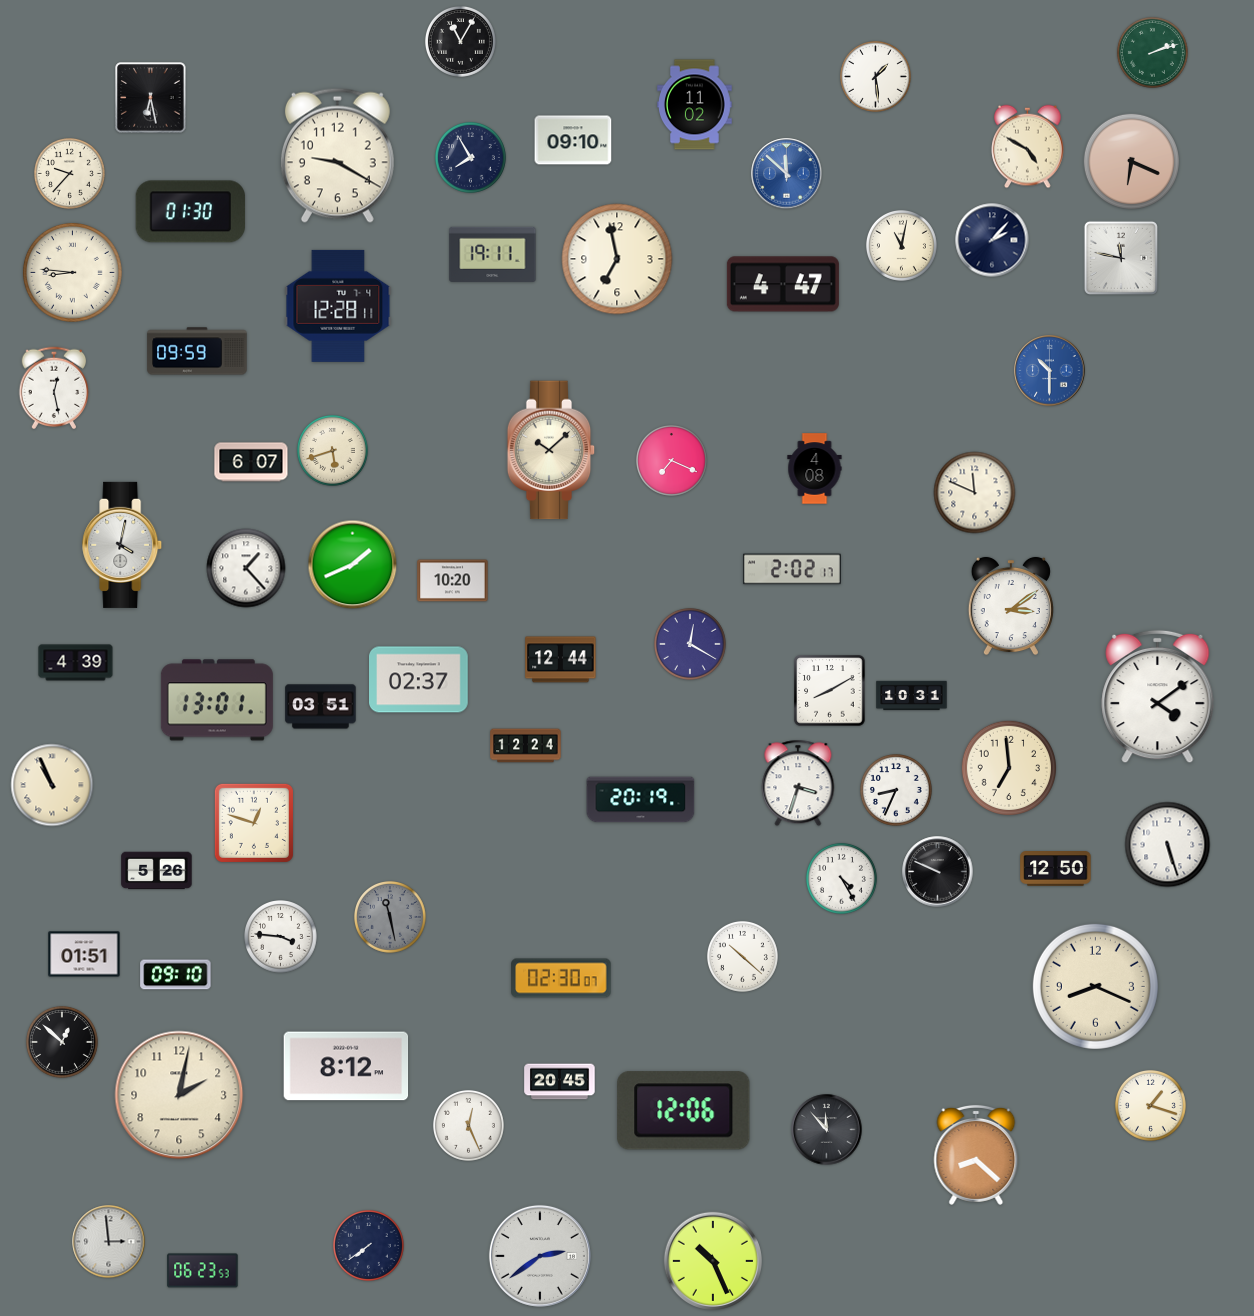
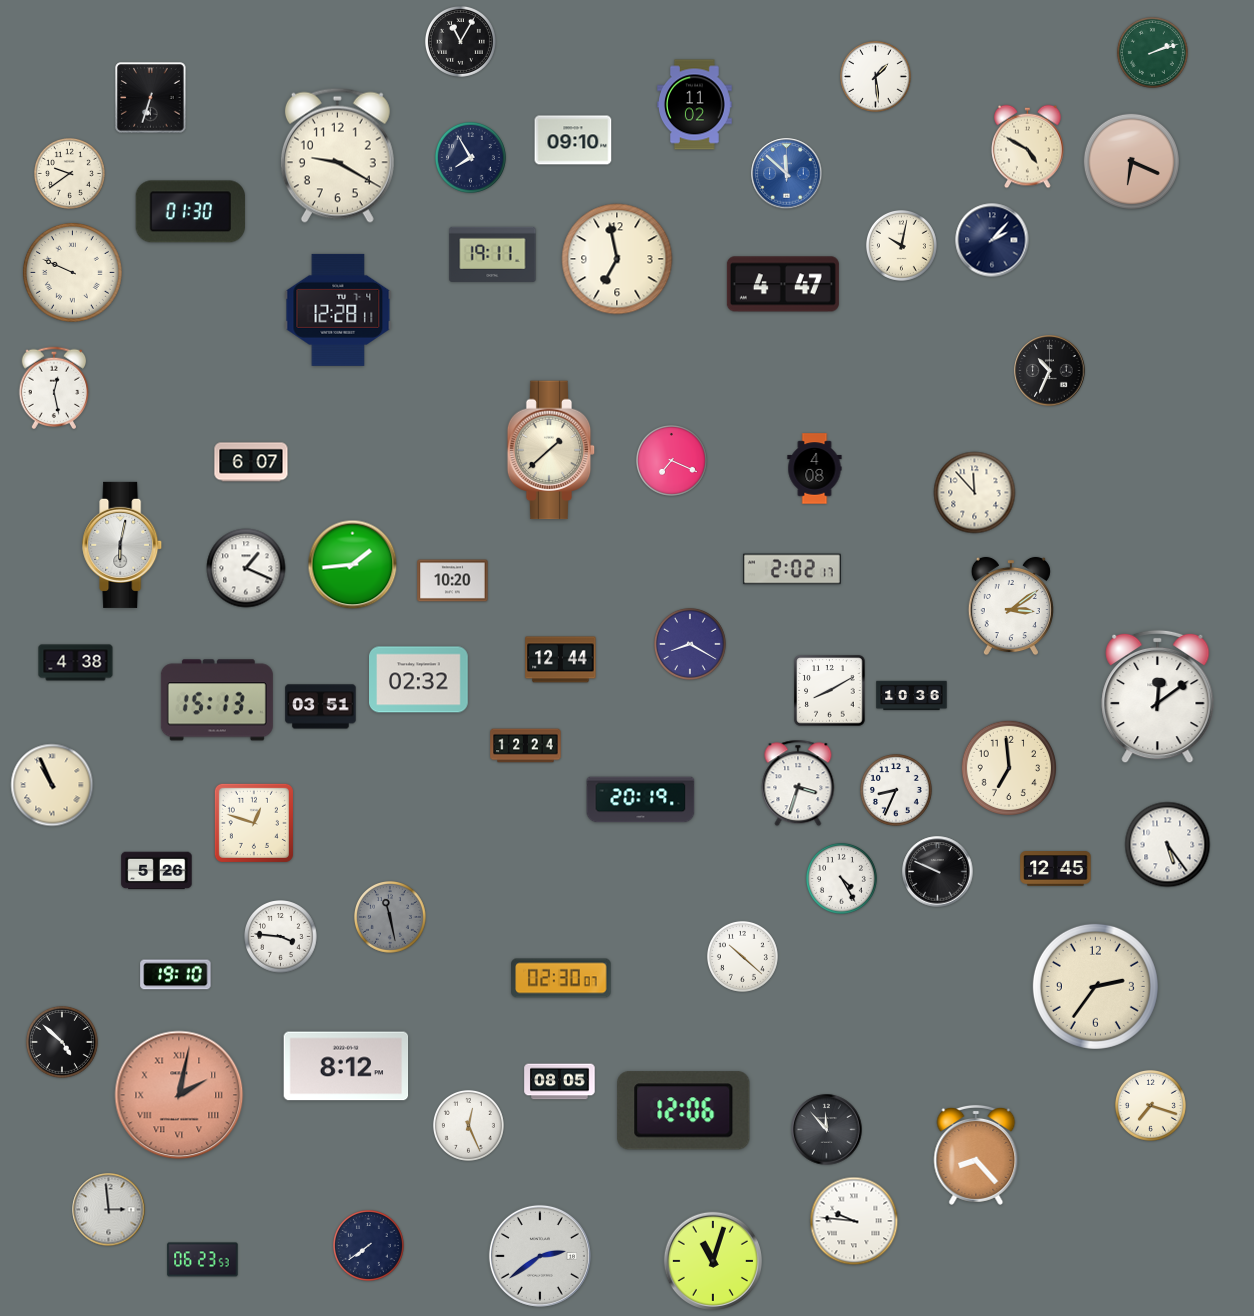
clock at (151, 98): 6:28 -> 6:33
clock at (69, 173): 9:37 -> 9:39
clock at (901, 245): 11:02 -> 10:02
clock at (1121, 258): 11:47 -> none
clock at (72, 272): 8:46 -> 9:49
clock at (338, 306) position: (338, 306) -> (338, 310)
clock at (197, 351): 09:59 -> none
clock at (1050, 371): 10:30 -> 10:34
clock at (1050, 371) dial: blue -> black
clock at (332, 450): 5:42 -> none
clock at (551, 450): 10:08 -> 1:38
clock at (975, 493): 11:49 -> 11:53
clock at (123, 545): 4:02 -> 6:02
clock at (353, 565): 1:41 -> 1:44
clock at (246, 568): 1:23 -> 1:19
clock at (691, 645): 12:20 -> 8:20
clock at (76, 663): 4:39 -> 4:38
clock at (419, 680): 02:37 -> 02:32
clock at (912, 696): 10:31 -> 10:36
clock at (1158, 697): 4:09 -> 12:09
clock at (217, 700): 13:01 -> 15:13
clock at (1168, 845): 5:27 -> 5:24
clock at (1056, 869): 12:50 -> 12:45
clock at (84, 954): 01:51 -> none
clock at (176, 975): 09:10 -> 19:10
clock at (1095, 986): 8:19 -> 2:36
clock at (63, 1043): 12:52 -> 4:52
clock at (560, 1082): 20:45 -> 08:05
clock at (179, 1095) dial: cream -> salmon
clock at (179, 1095) numerals: Arabic -> Roman
clock at (1150, 1105): 1:18 -> 7:18
clock at (976, 1155): 8:22 -> 8:23
clock at (854, 1221): none -> 9:46
clock at (109, 1242) position: (109, 1242) -> (109, 1210)
clock at (713, 1261): 10:26 -> 11:03
clock at (203, 1271) position: (203, 1271) -> (203, 1260)
